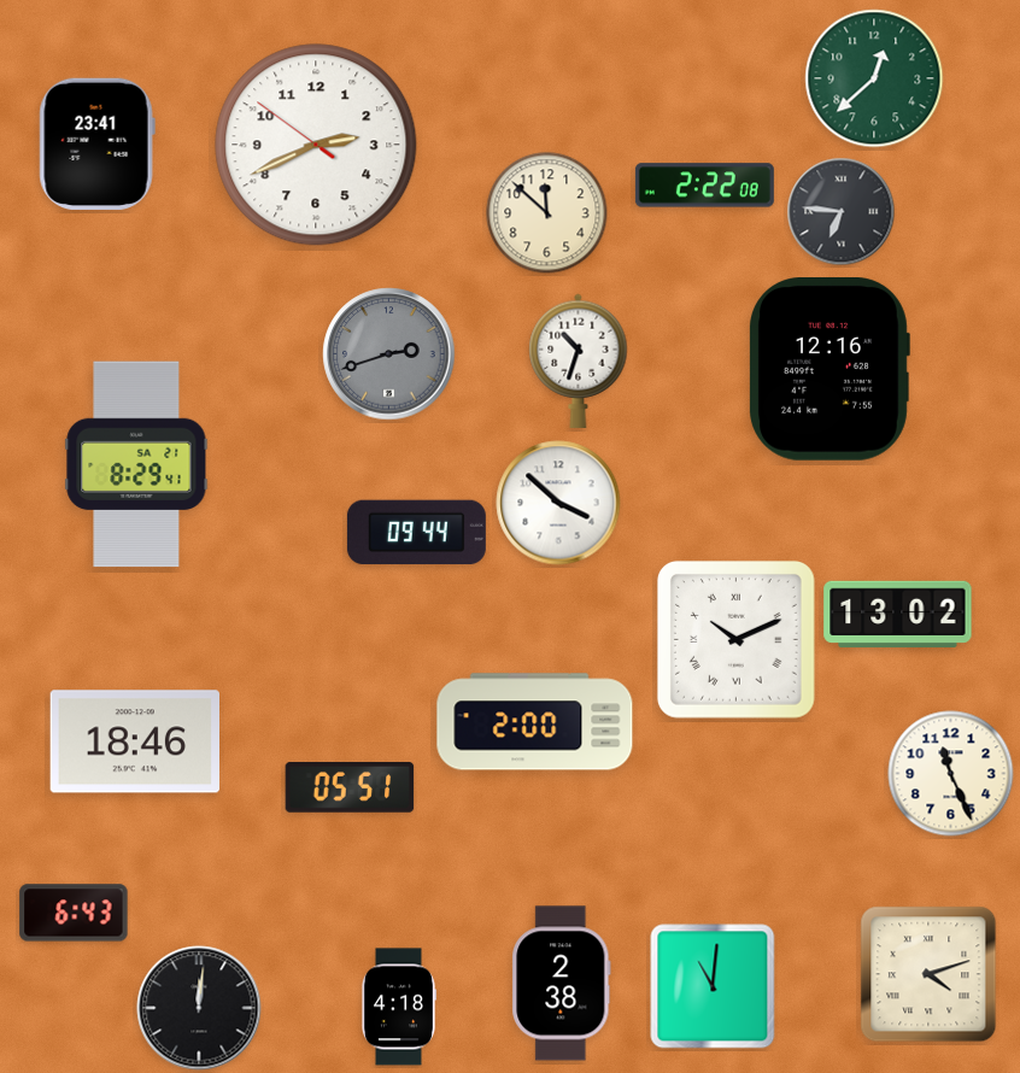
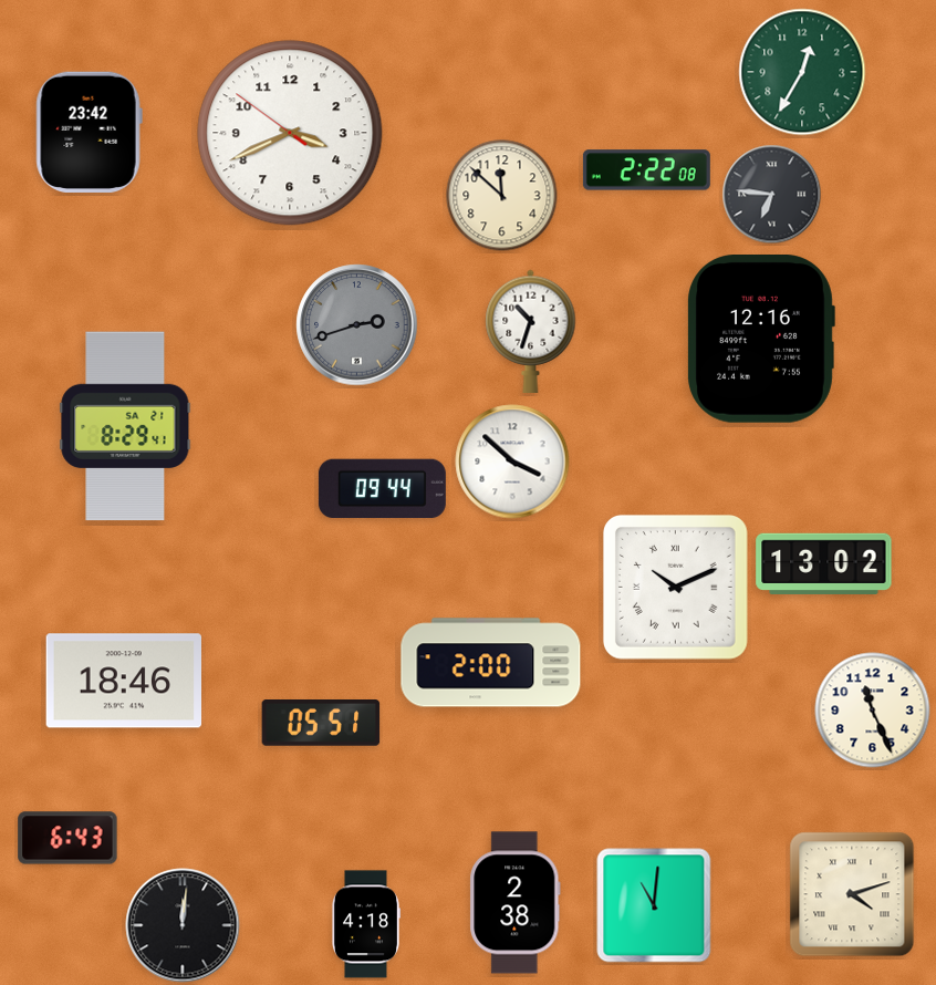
clock at (874, 78): 12:38 -> 12:35
clock at (96, 143): 23:41 -> 23:42
clock at (316, 145): 2:40 -> 3:40
